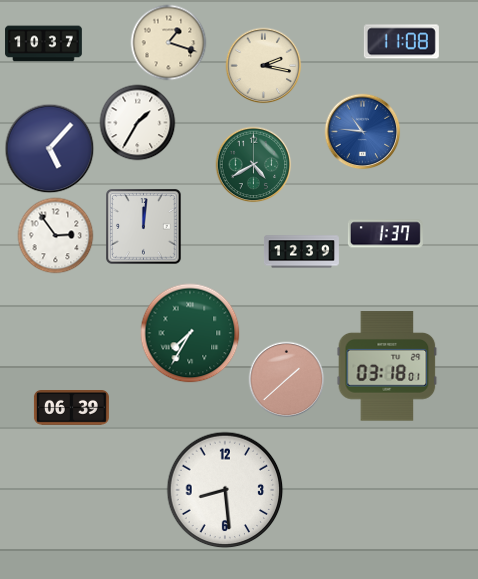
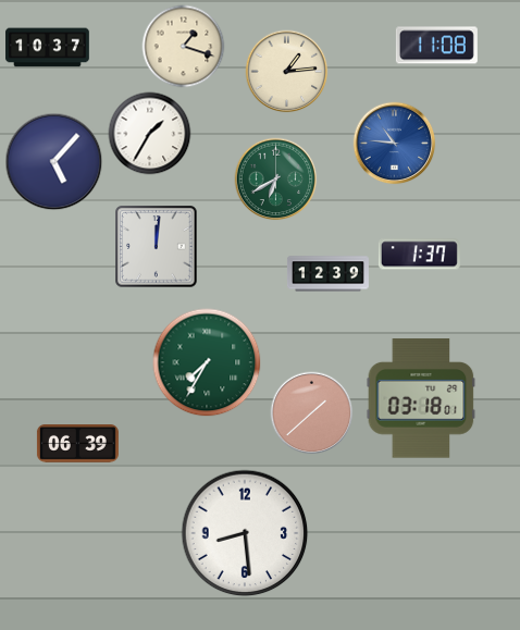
clock at (264, 66): 2:17 -> 1:14
clock at (254, 165): 4:40 -> 6:40
clock at (56, 236): 2:54 -> none
